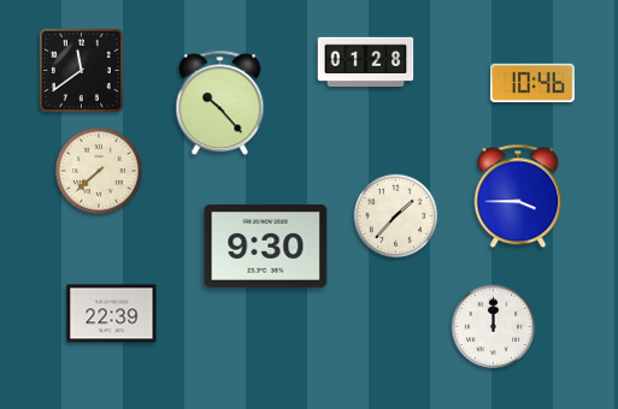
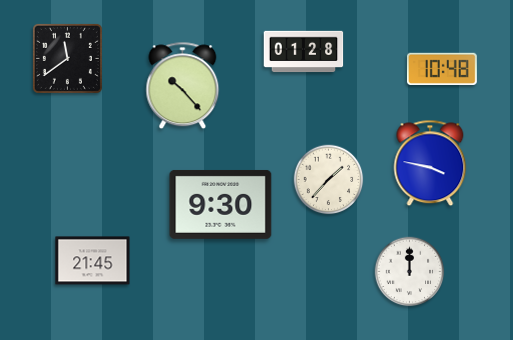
clock at (532, 83): 10:46 -> 10:48
clock at (99, 171): 7:38 -> none
clock at (518, 196): 3:45 -> 3:47
clock at (112, 314): 22:39 -> 21:45
